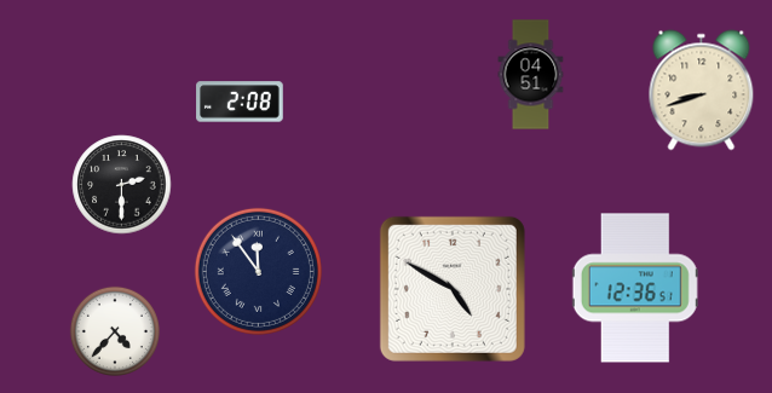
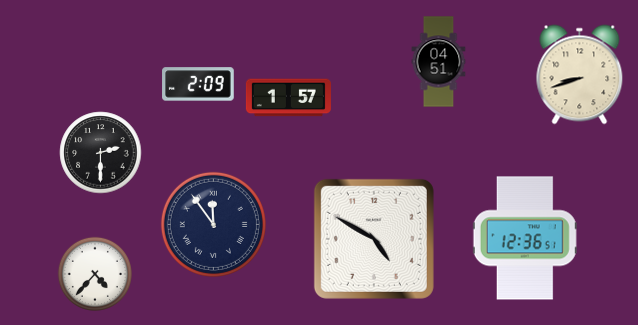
clock at (240, 102): 2:08 -> 2:09
clock at (288, 98): none -> 1:57
